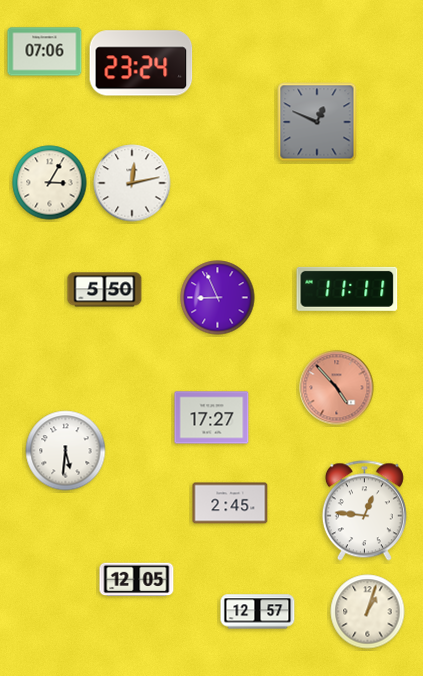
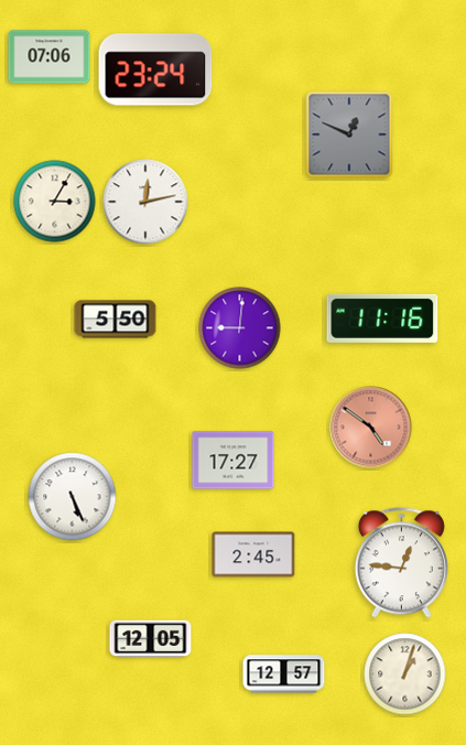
clock at (347, 289): 11:11 -> 11:16
clock at (218, 298): 8:56 -> 9:01
clock at (337, 388): 4:53 -> 4:51
clock at (66, 451): 5:31 -> 5:26
